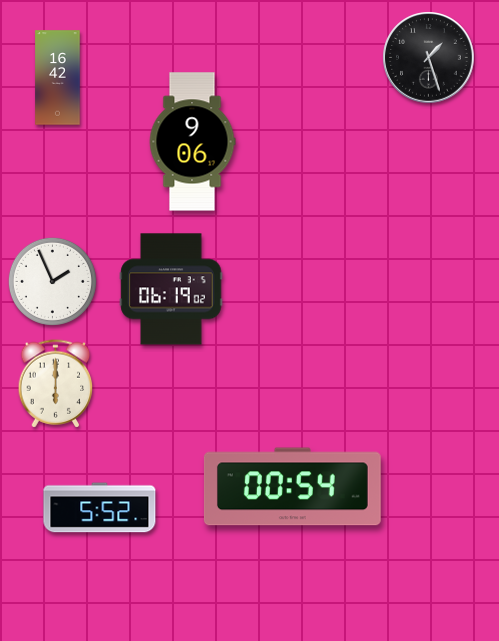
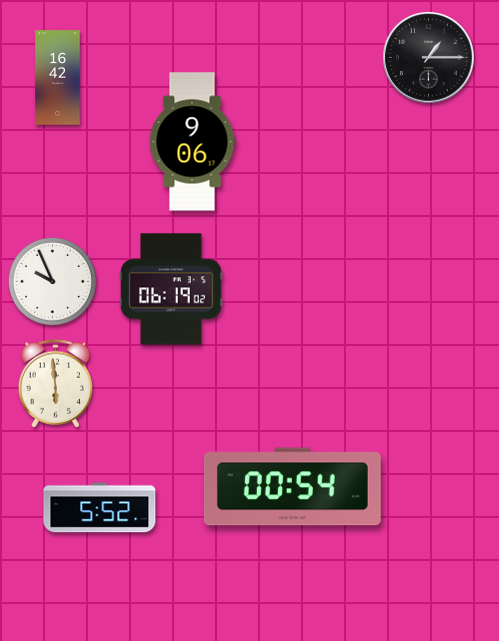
clock at (429, 58): 1:27 -> 1:15
clock at (52, 281): 1:56 -> 9:56
clock at (56, 384): 6:00 -> 5:59
